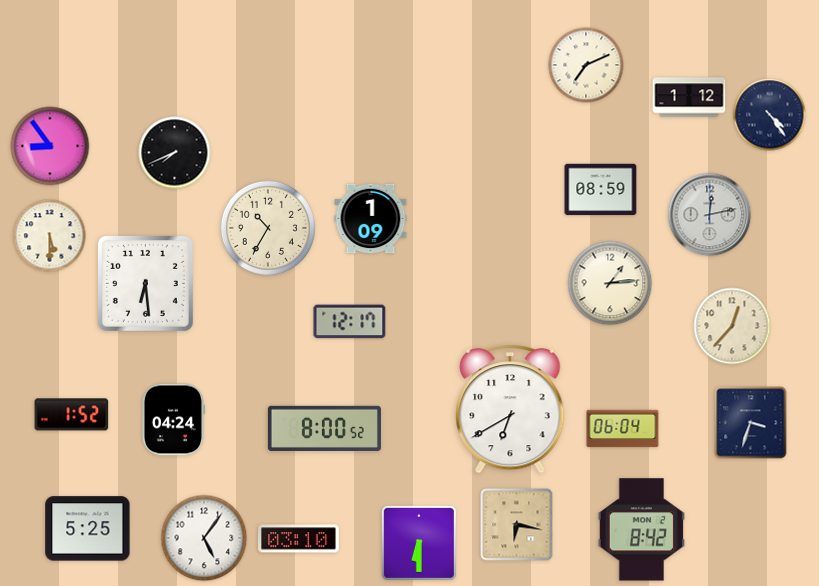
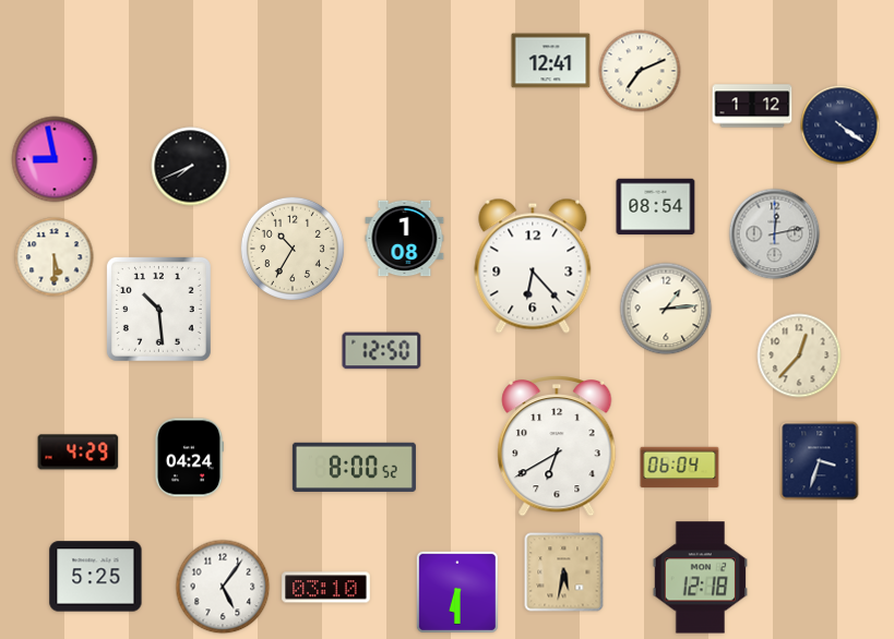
clock at (551, 61): none -> 12:41
clock at (770, 115): 4:24 -> 4:21
clock at (50, 146): 8:54 -> 8:58
clock at (601, 190): 08:59 -> 08:54
clock at (371, 219): 1:09 -> 1:08
clock at (533, 266): none -> 6:23
clock at (145, 283): 6:29 -> 10:29
clock at (350, 322): 12:17 -> 12:50
clock at (72, 415): 1:52 -> 4:29
clock at (517, 525): 6:17 -> 5:32
clock at (641, 530): 8:42 -> 12:18
